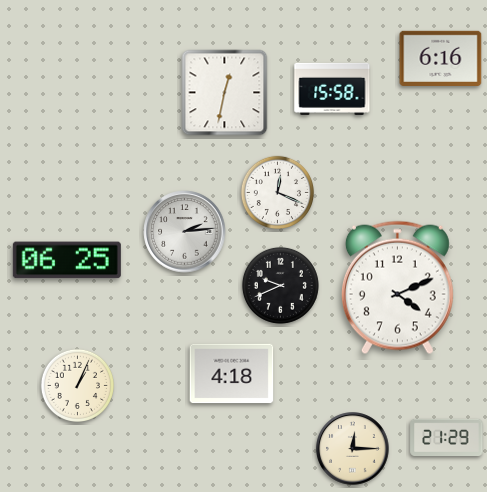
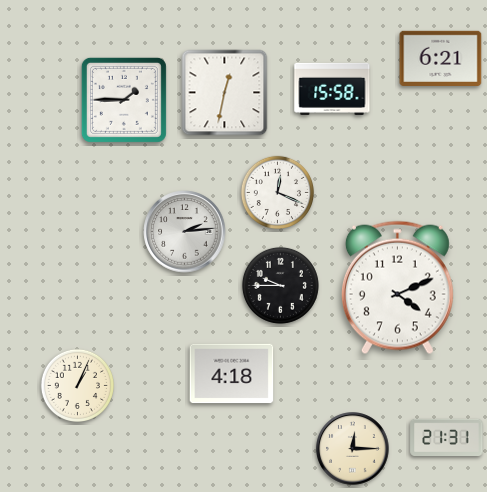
clock at (441, 58): 6:16 -> 6:21
clock at (124, 100): none -> 1:45
clock at (67, 260): 06:25 -> none
clock at (280, 285): 9:41 -> 9:45
clock at (447, 437): 21:29 -> 21:31
